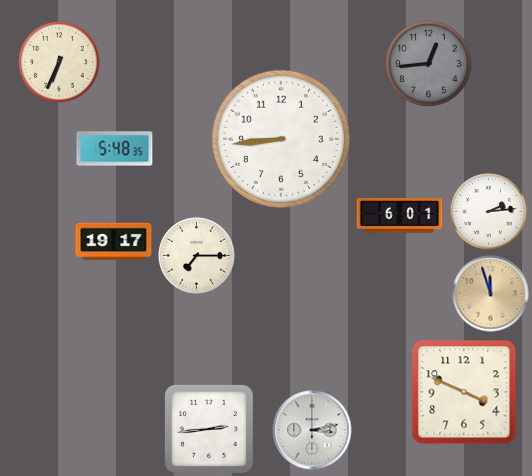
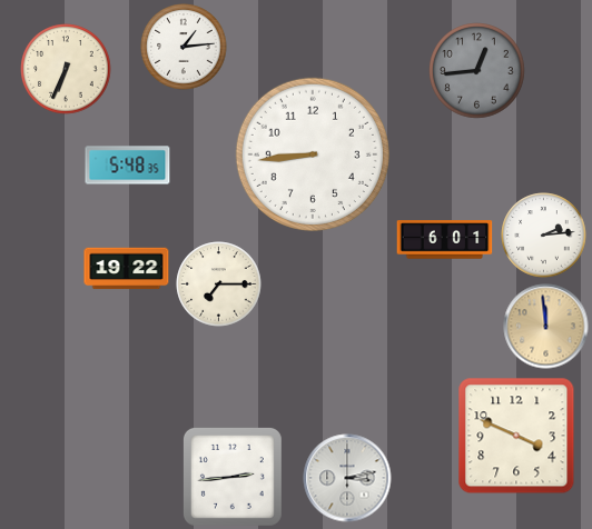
clock at (184, 47): none -> 1:14
clock at (114, 242): 19:17 -> 19:22
clock at (491, 294): 11:57 -> 11:59
